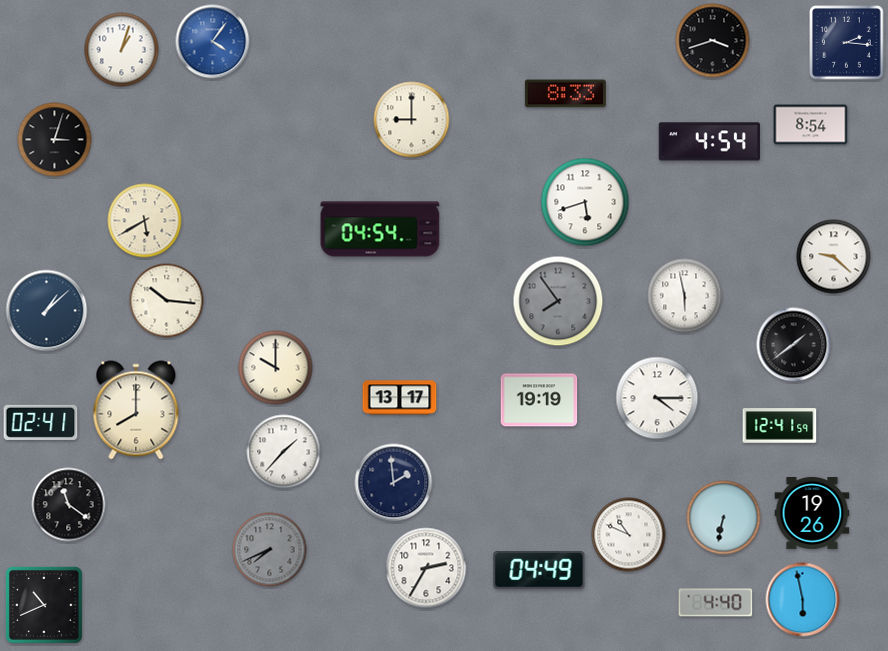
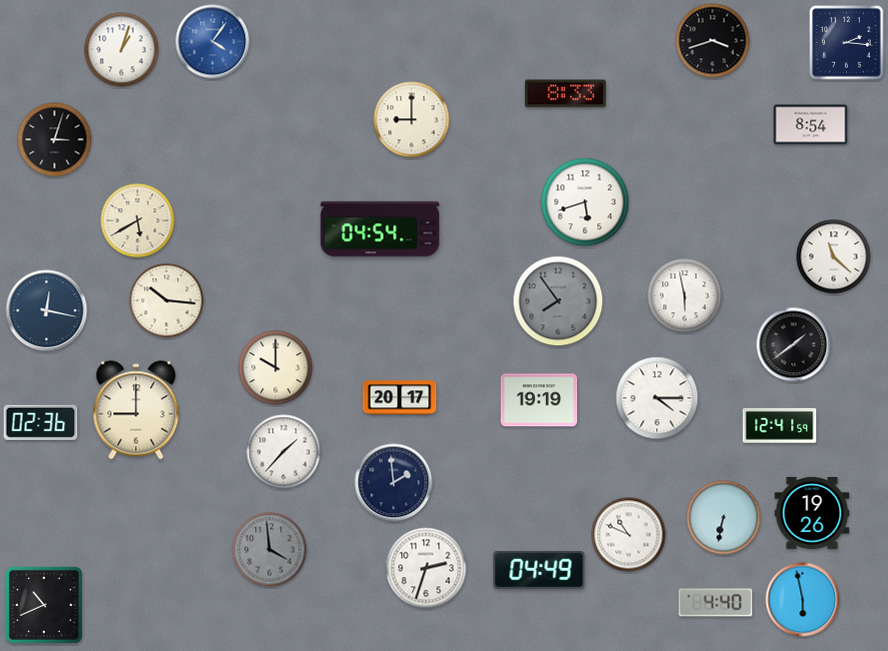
clock at (709, 142): 4:54 -> none
clock at (145, 221) position: (145, 221) -> (138, 221)
clock at (834, 257): 9:22 -> 11:22
clock at (47, 311): 1:08 -> 12:17
clock at (400, 398): 13:17 -> 20:17
clock at (136, 410): 8:00 -> 9:00
clock at (41, 422): 02:41 -> 02:36
clock at (69, 505): 11:21 -> none
clock at (270, 550): 7:41 -> 3:59
clock at (426, 568): 2:35 -> 2:33
